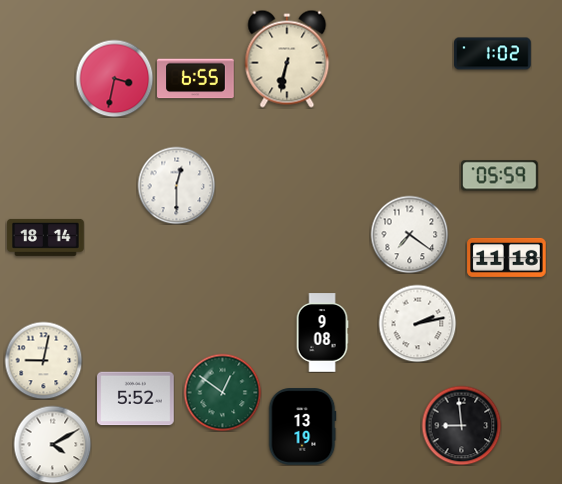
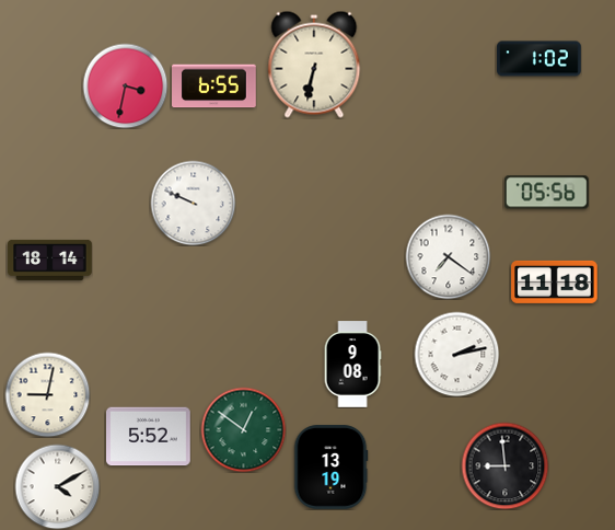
clock at (500, 176): 05:59 -> 05:56
clock at (176, 185): 12:30 -> 9:49
